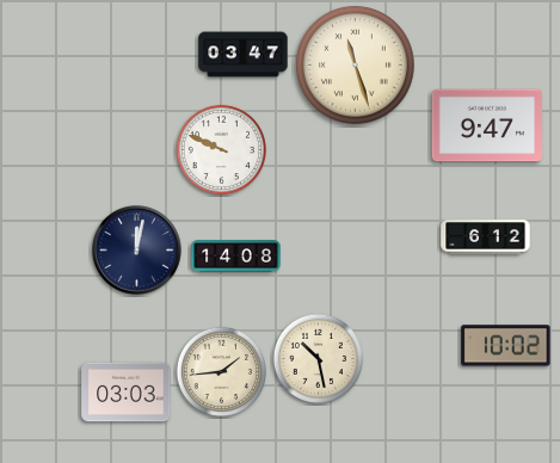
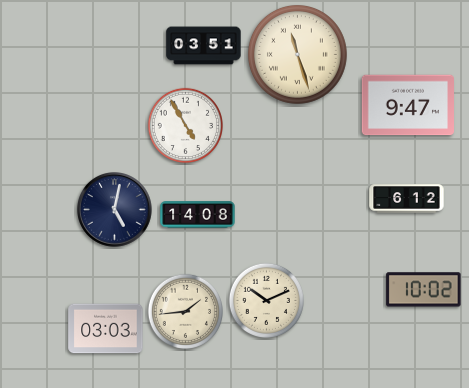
clock at (244, 55): 03:47 -> 03:51
clock at (221, 149): 9:49 -> 4:55
clock at (137, 251): 12:02 -> 5:02
clock at (318, 358): 10:28 -> 10:11
